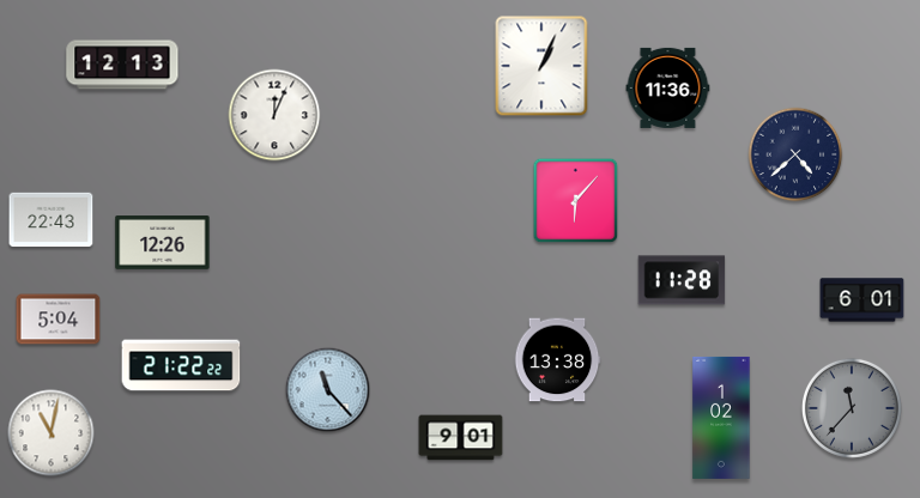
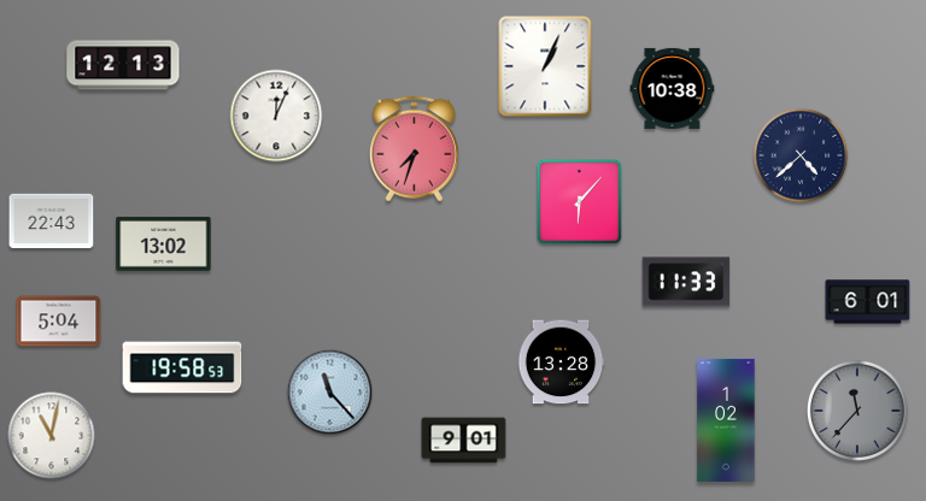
clock at (668, 87): 11:36 -> 10:38
clock at (414, 149): none -> 7:33
clock at (163, 243): 12:26 -> 13:02
clock at (682, 280): 11:28 -> 11:33
clock at (557, 360): 13:38 -> 13:28
clock at (181, 365): 21:22 -> 19:58
